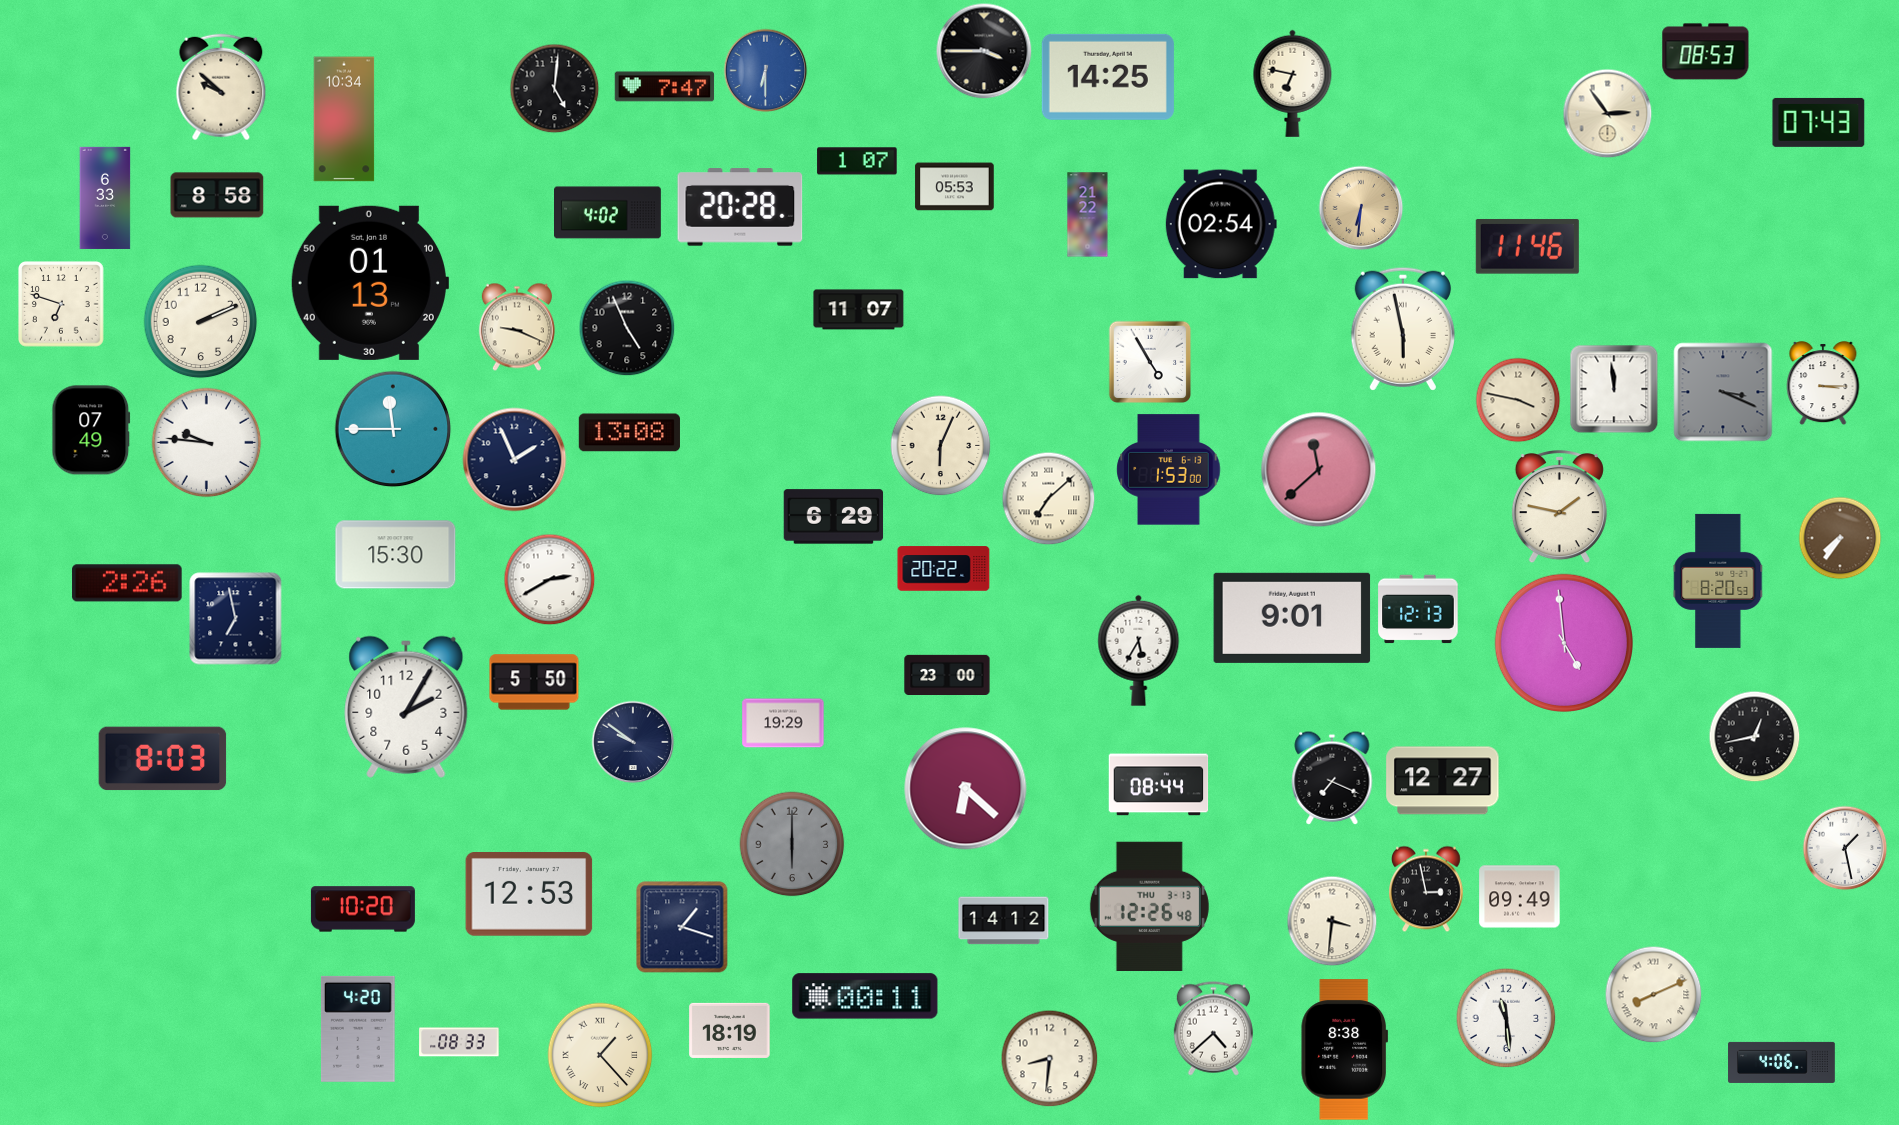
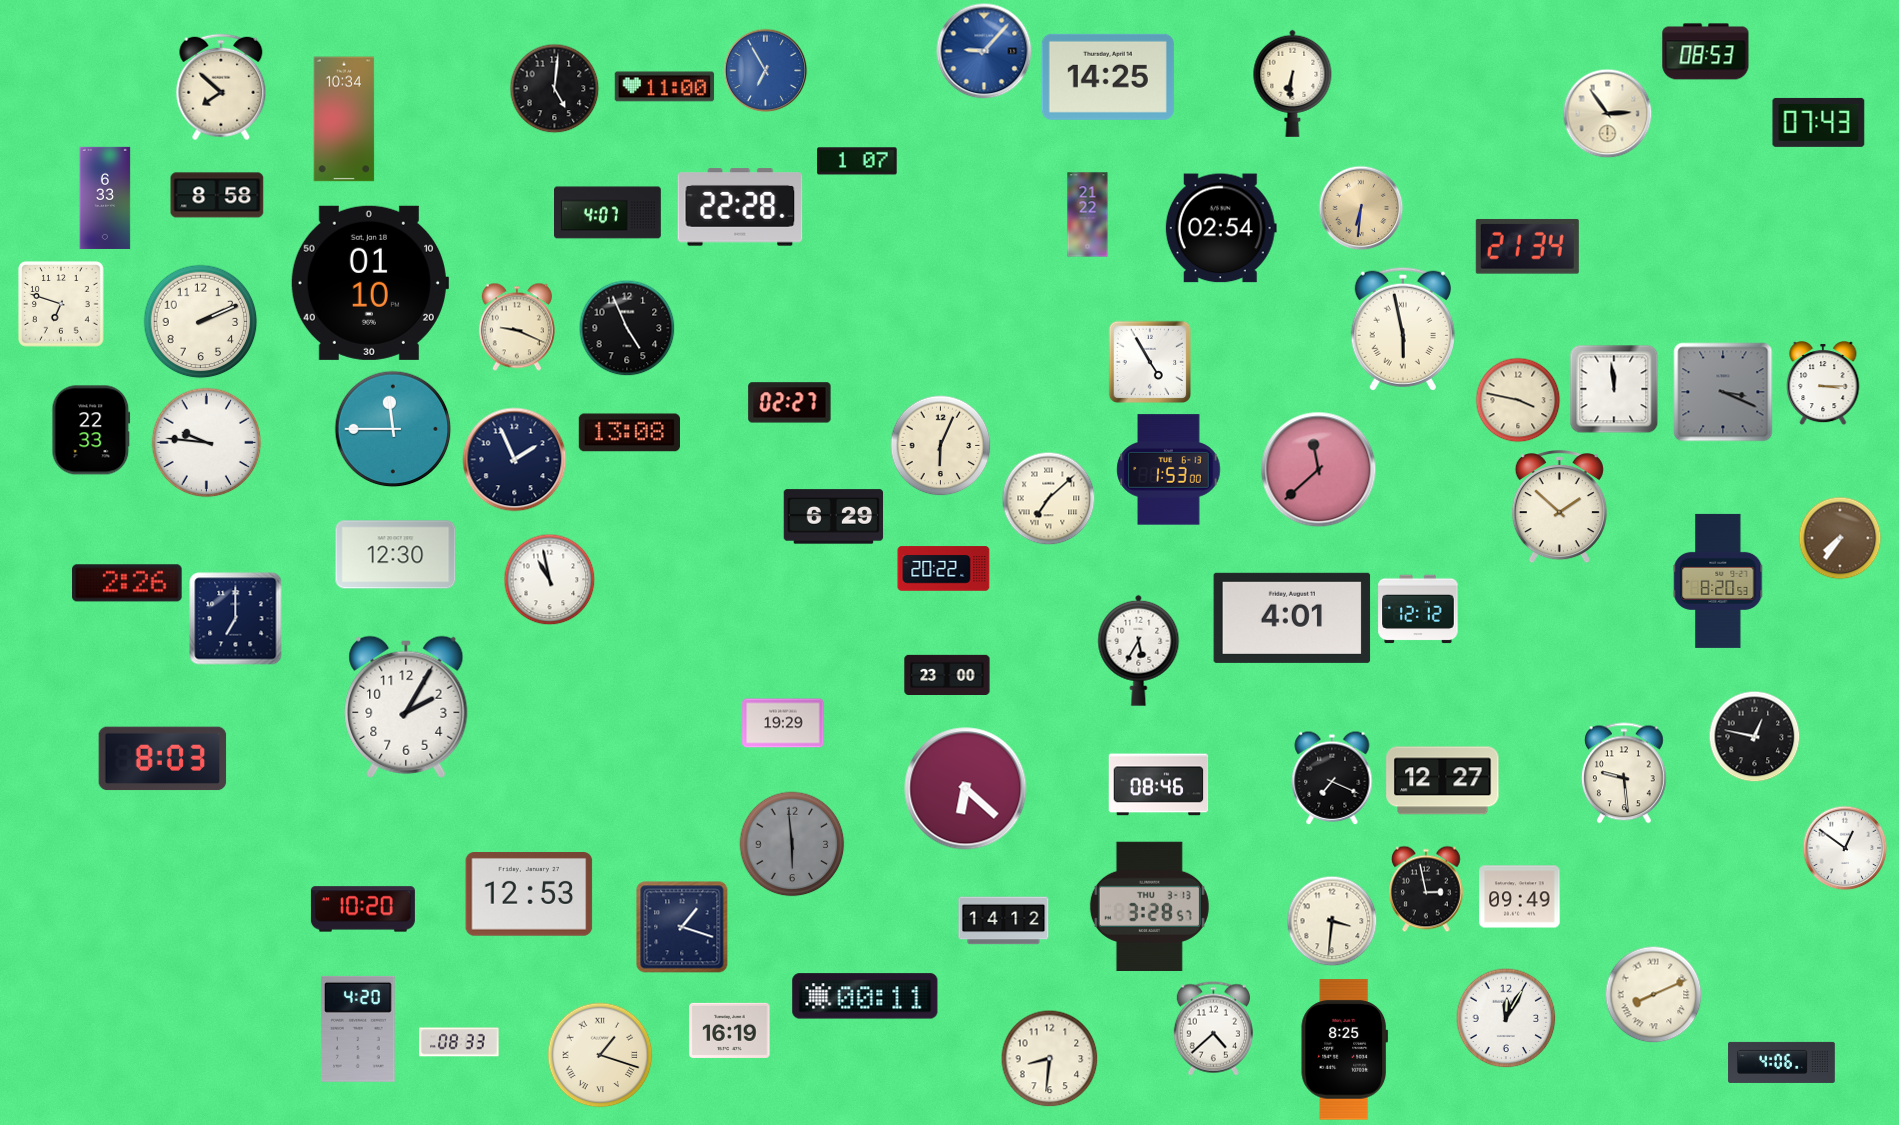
clock at (984, 51): 3:45 -> 9:07
clock at (984, 51) dial: black -> blue
clock at (766, 71): 6:30 -> 6:55
clock at (1293, 83): 6:47 -> 6:31
clock at (221, 87): 9:52 -> 7:52
clock at (665, 87): 7:47 -> 11:00
clock at (955, 187): 05:53 -> none
clock at (740, 207): 20:28 -> 22:28
clock at (608, 213): 4:02 -> 4:07
clock at (1221, 224) position: (1221, 224) -> (1221, 228)
clock at (1527, 246): 11:46 -> 21:34
clock at (369, 283): 01:13 -> 01:10
clock at (859, 310): 11:07 -> none
clock at (790, 403): none -> 02:27
clock at (91, 430): 07:49 -> 22:33
clock at (1559, 508): 1:47 -> 1:52
clock at (396, 555): 15:30 -> 12:30
clock at (550, 580): 2:40 -> 10:58
clock at (1418, 609): 12:13 -> 12:12
clock at (1292, 618): 9:01 -> 4:01
clock at (236, 619): 6:58 -> 7:00
clock at (1563, 642): 4:59 -> none
clock at (534, 682): 5:50 -> none
clock at (1755, 737): 12:43 -> 12:47
clock at (633, 742): 9:51 -> none
clock at (1625, 773): none -> 9:29
clock at (1159, 785): 08:44 -> 08:46
clock at (792, 844): 6:00 -> 5:59
clock at (1845, 848): 1:28 -> 12:51
clock at (1149, 906): 12:26 -> 3:28
clock at (1506, 1018): 11:29 -> 12:05
clock at (730, 1030): 18:19 -> 16:19
clock at (1344, 1050): 8:38 -> 8:25
clock at (600, 1055): 1:23 -> 1:18
